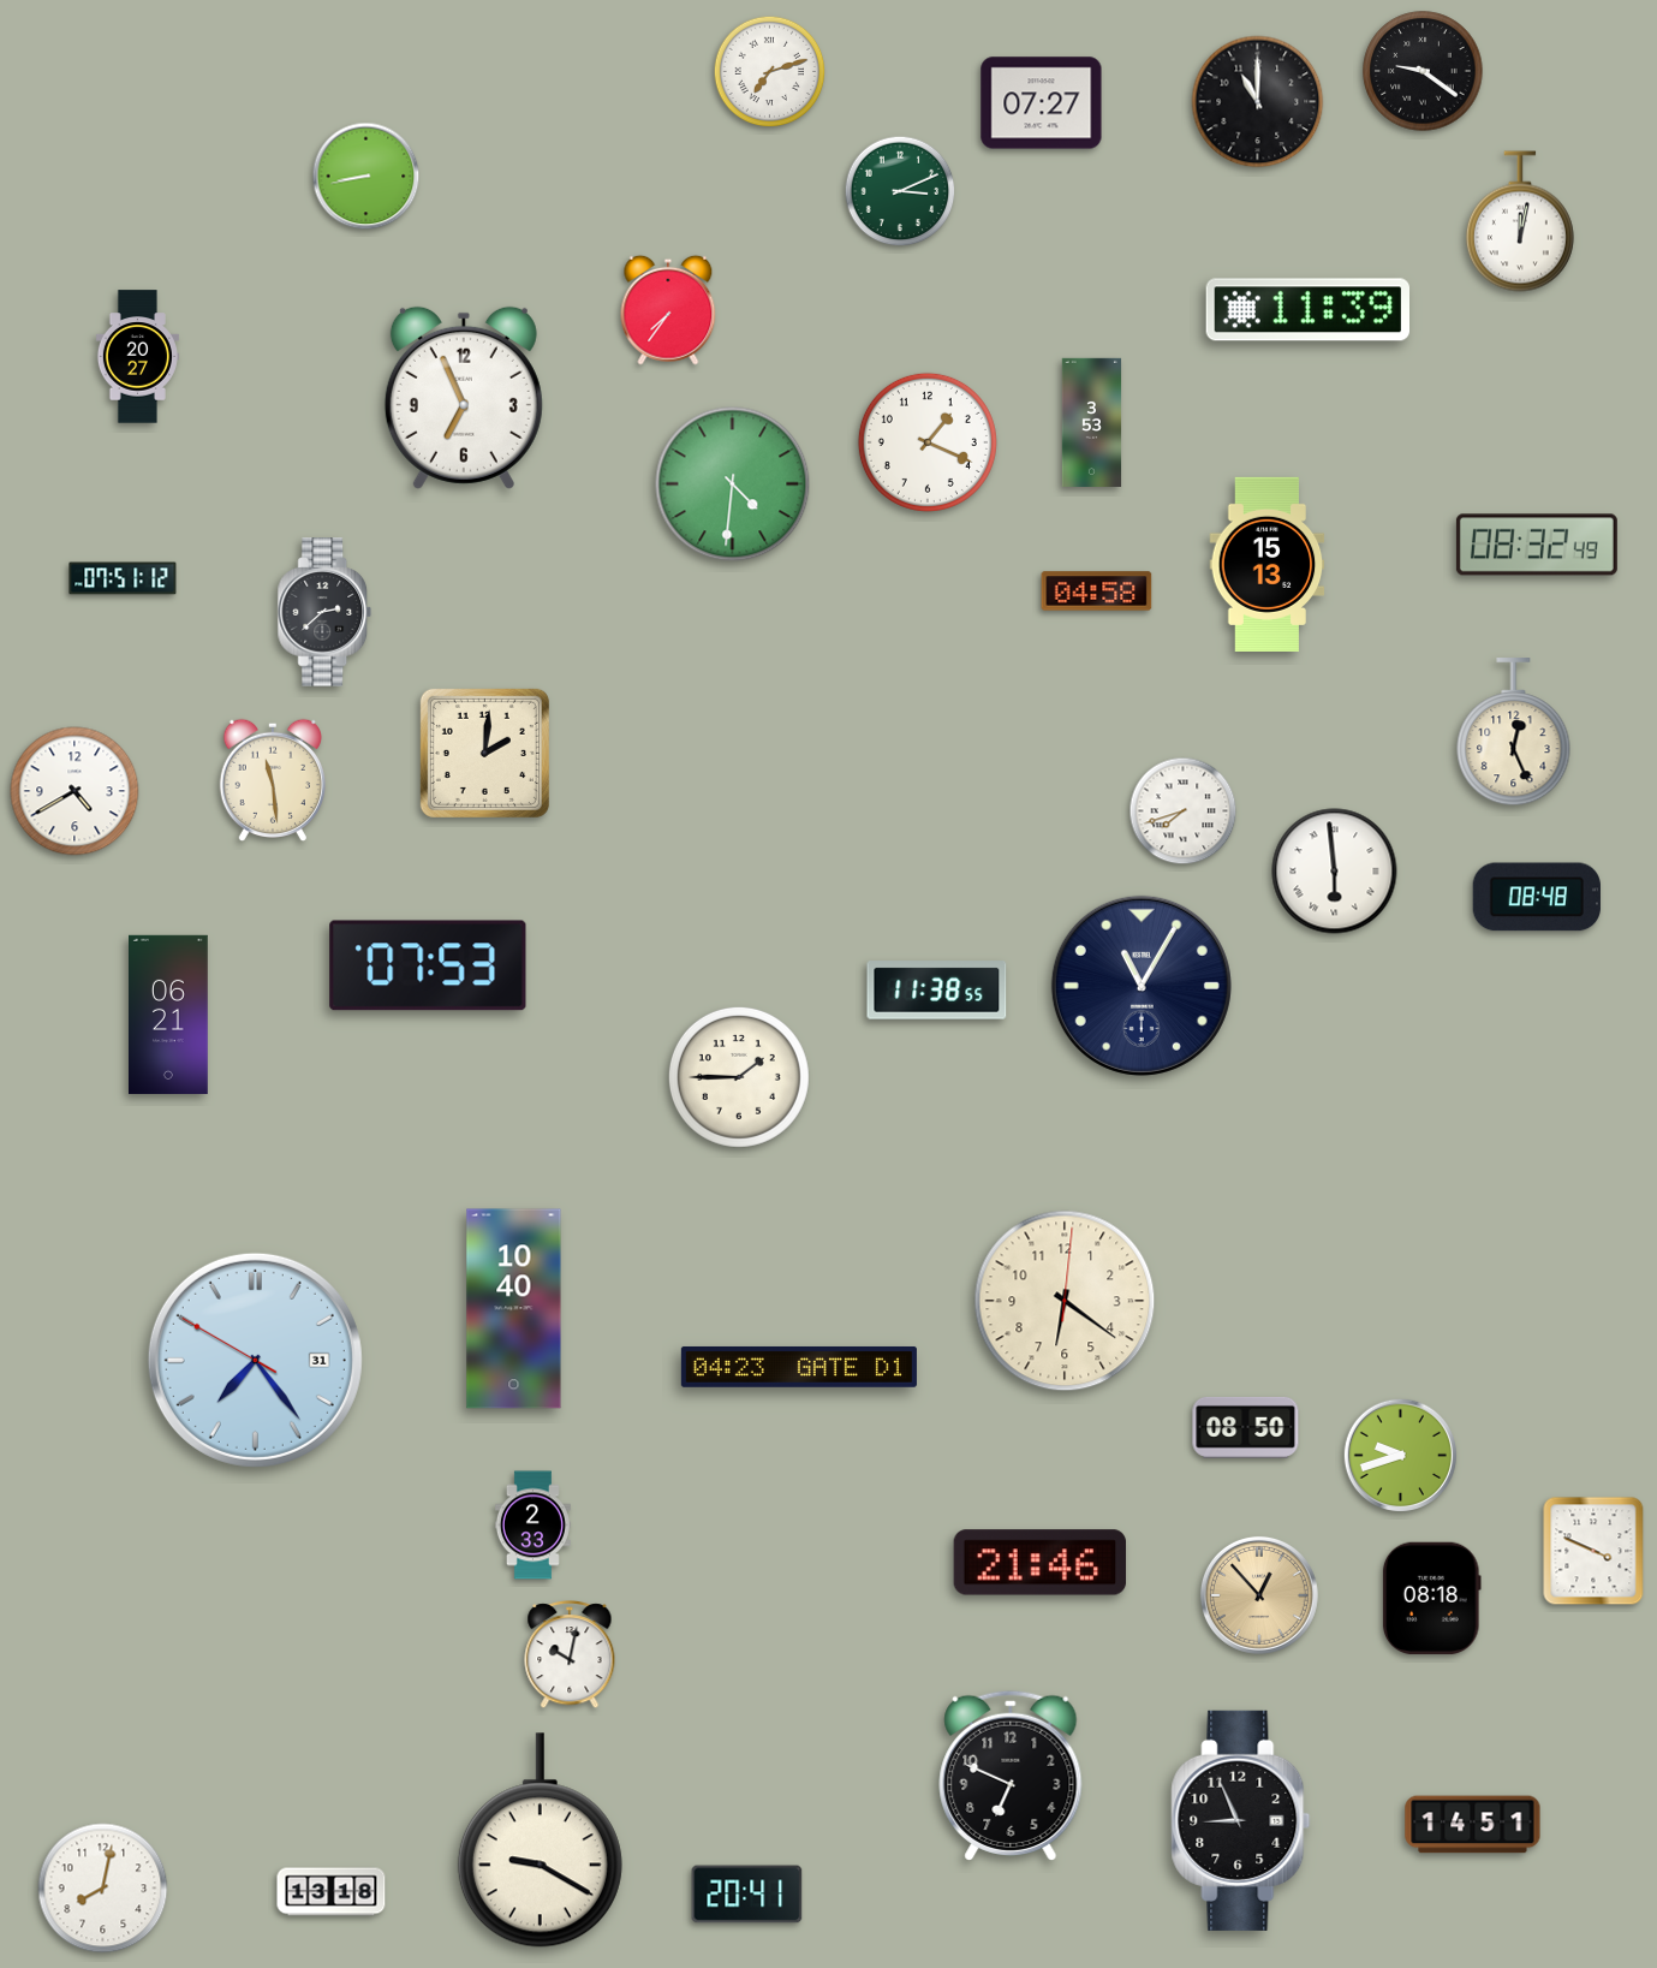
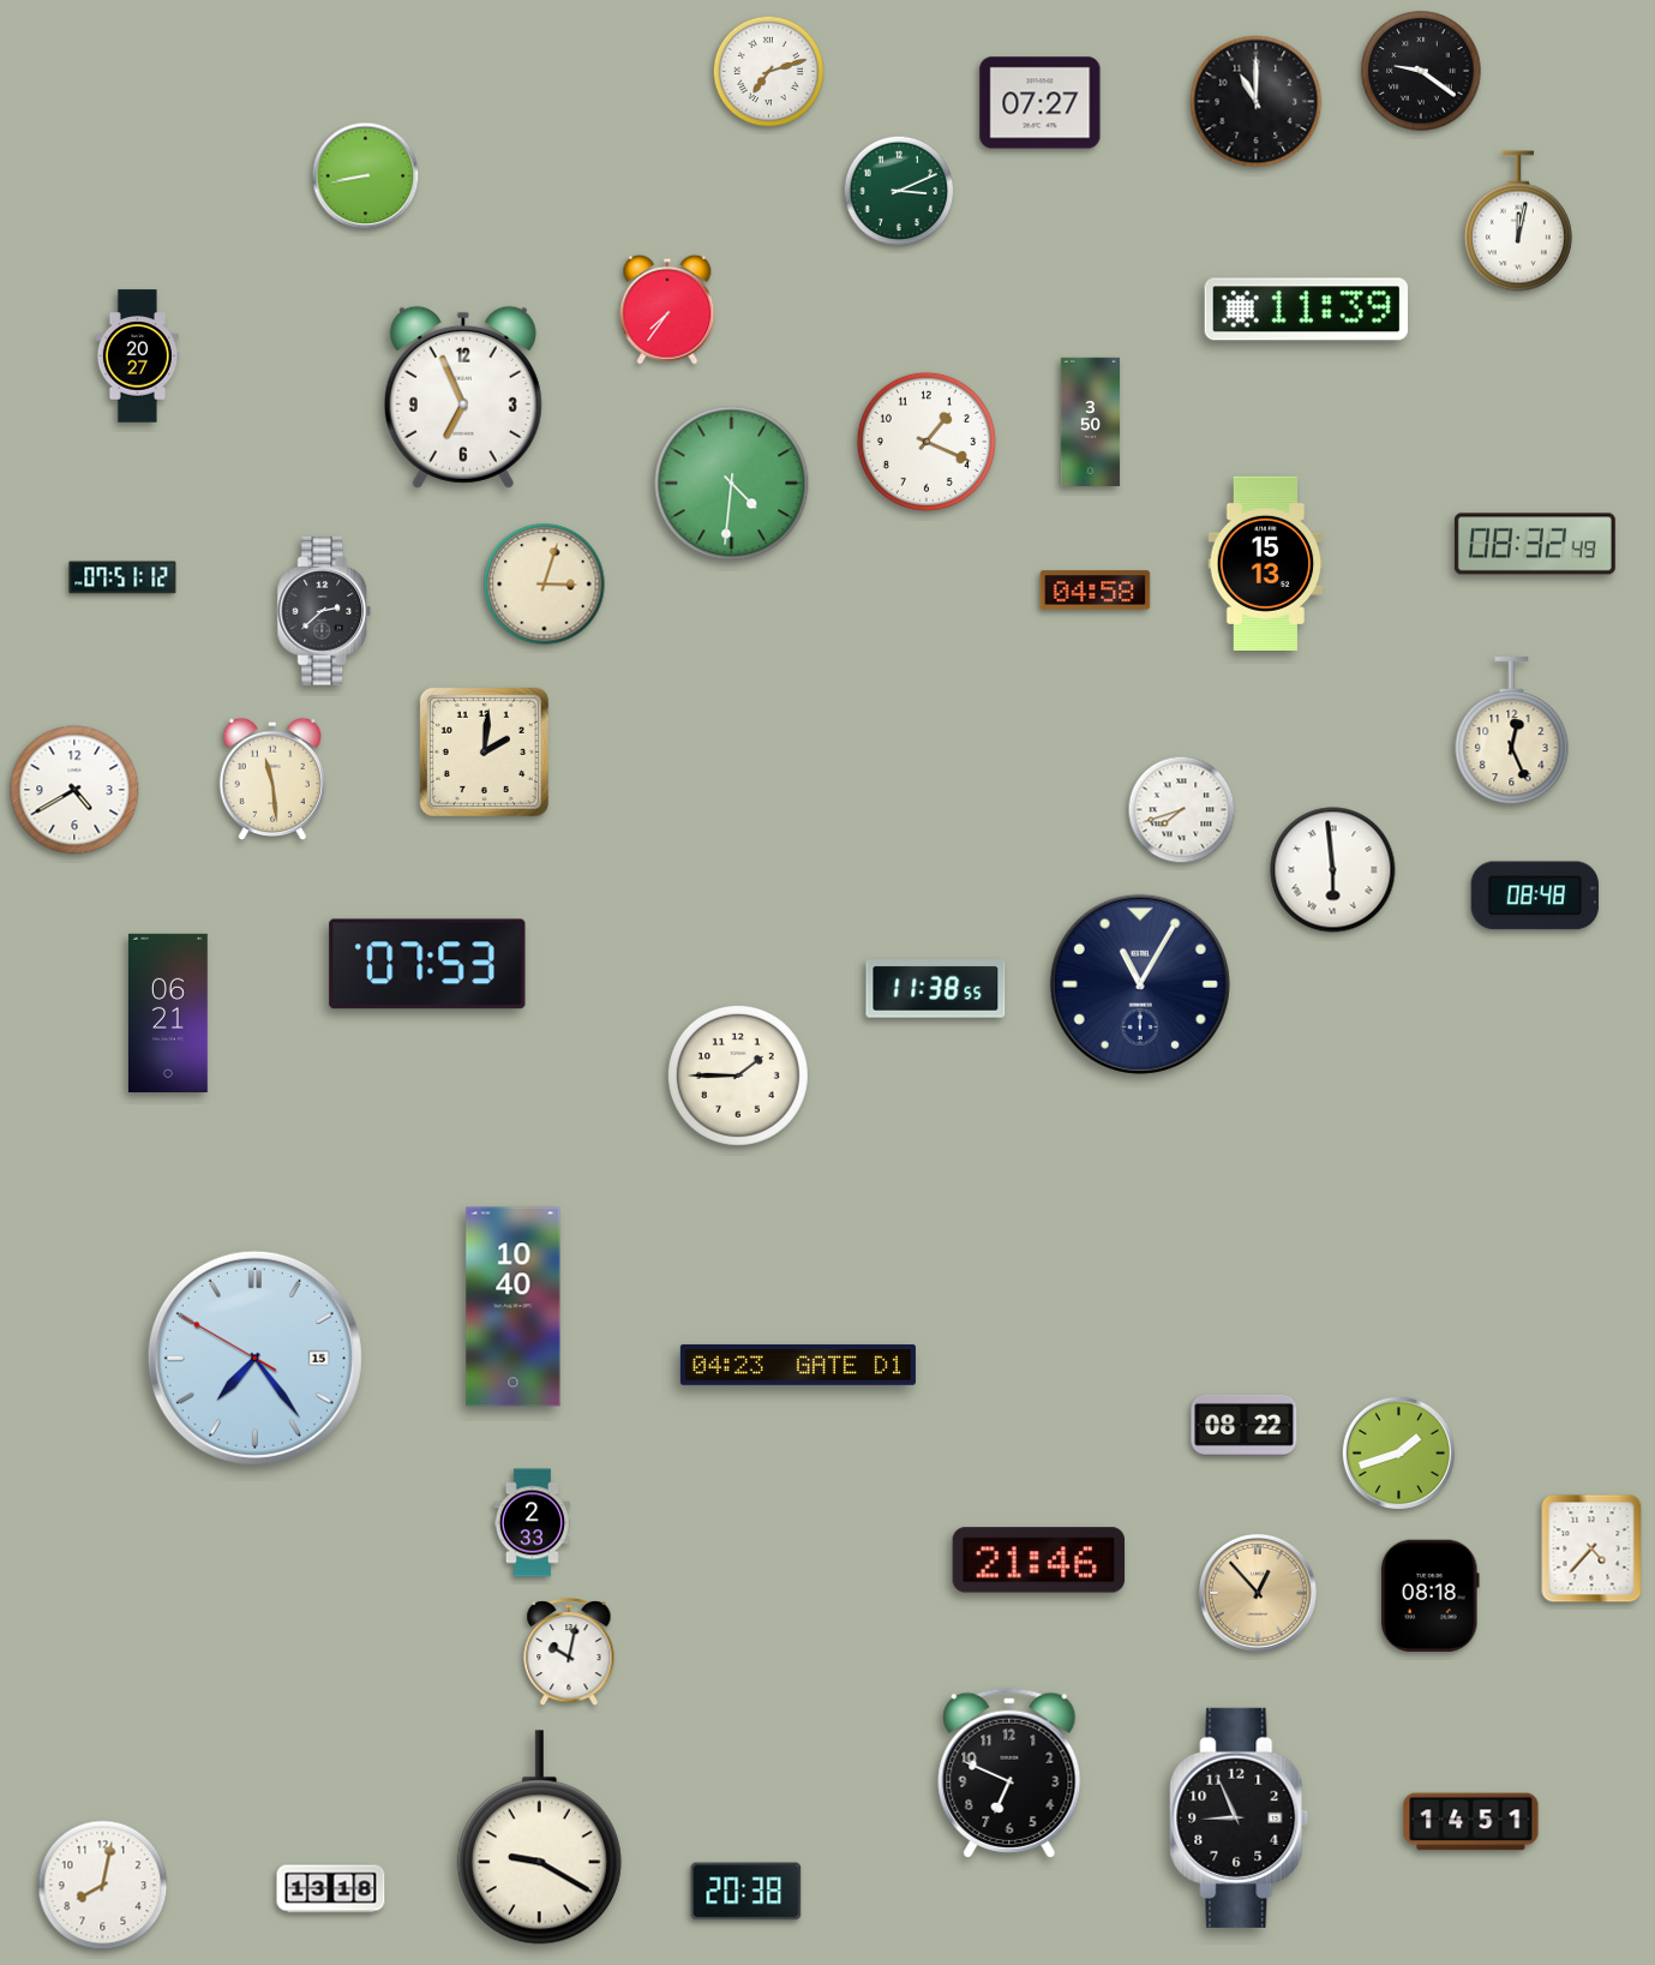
clock at (1092, 422): 3:53 -> 3:50
clock at (545, 585): none -> 3:03
clock at (1065, 1301): 6:21 -> none
clock at (255, 1360) date: 31 -> 15
clock at (1246, 1427): 08:50 -> 08:22
clock at (1400, 1455): 9:42 -> 1:42
clock at (1593, 1551): 3:49 -> 4:37
clock at (747, 1895): 20:41 -> 20:38
